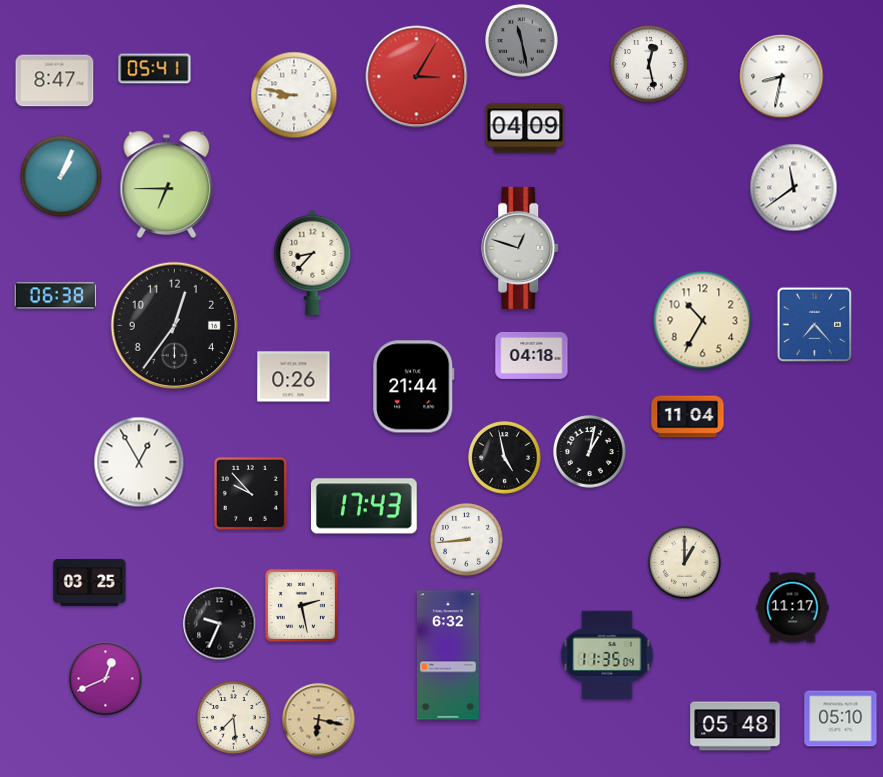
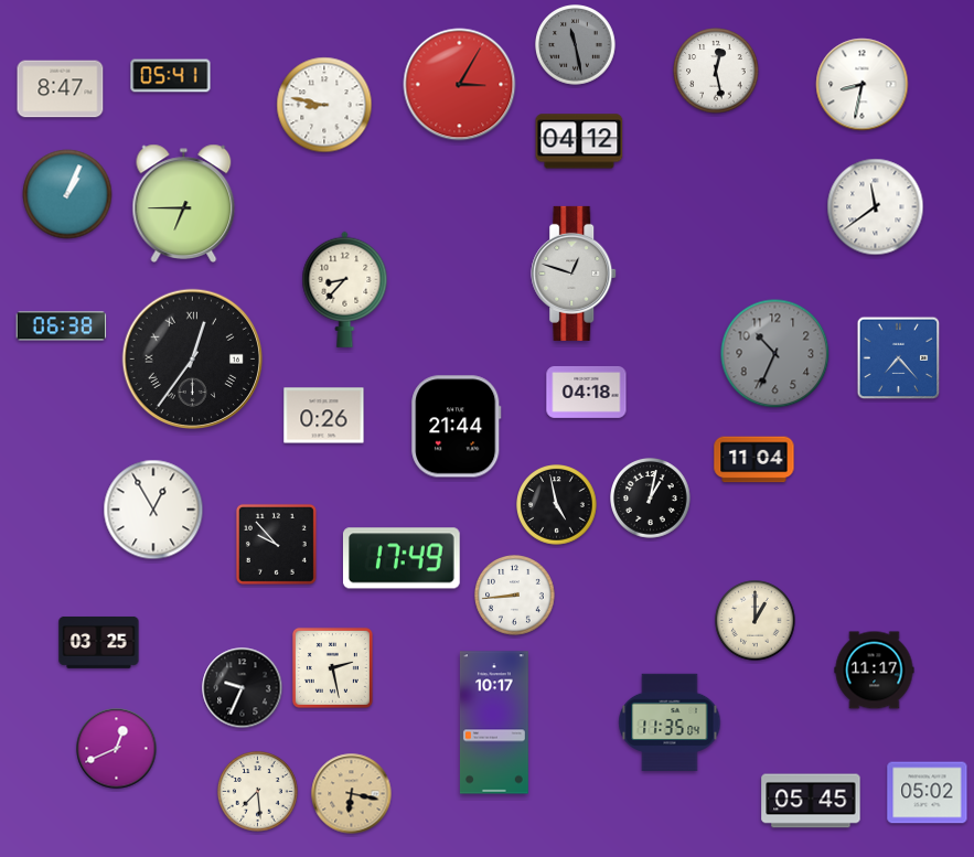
clock at (525, 128): 04:09 -> 04:12
clock at (703, 321): 10:35 -> 10:34
clock at (703, 321) dial: cream -> grey
clock at (174, 325) numerals: Arabic -> Roman
clock at (688, 417) position: (688, 417) -> (754, 460)
clock at (364, 506): 17:43 -> 17:49
clock at (448, 655): 6:32 -> 10:17
clock at (841, 719): 05:10 -> 05:02
clock at (735, 726): 05:48 -> 05:45
